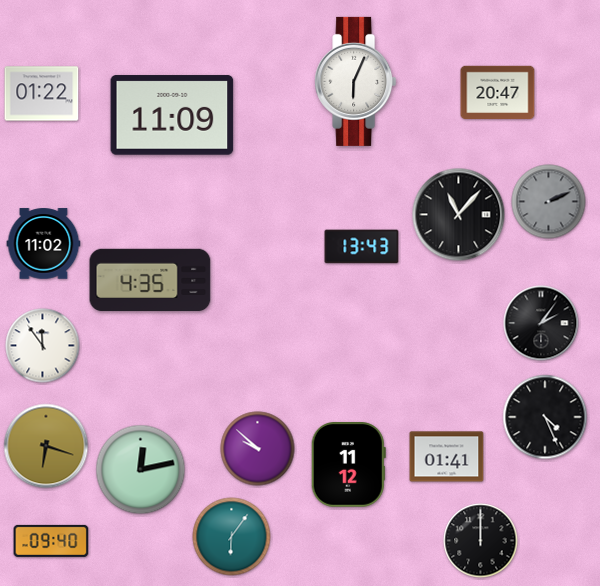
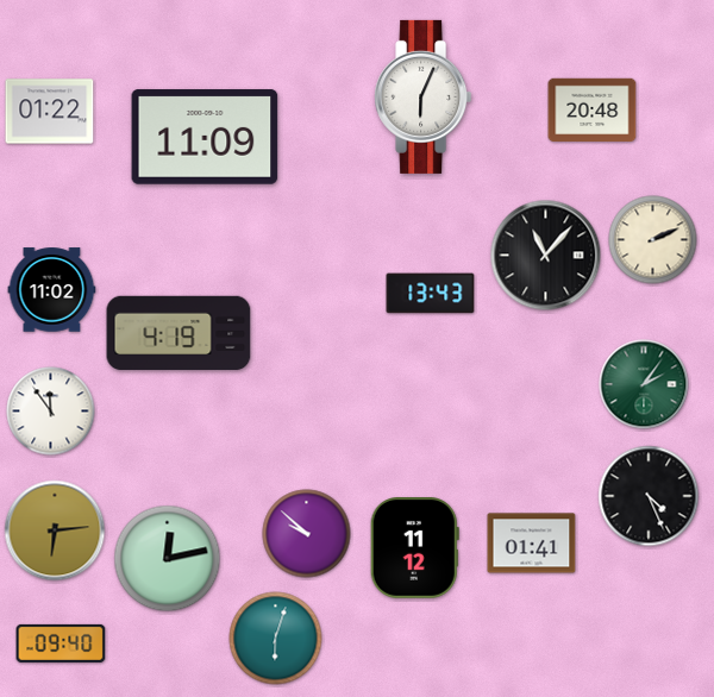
clock at (498, 92): 20:47 -> 20:48
clock at (549, 202) dial: grey -> cream
clock at (150, 280): 4:35 -> 4:19
clock at (541, 323) dial: black -> green
clock at (46, 446): 6:18 -> 6:14
clock at (348, 465) position: (348, 465) -> (414, 548)
clock at (232, 537): 6:06 -> 6:03
clock at (481, 541): 12:00 -> none
